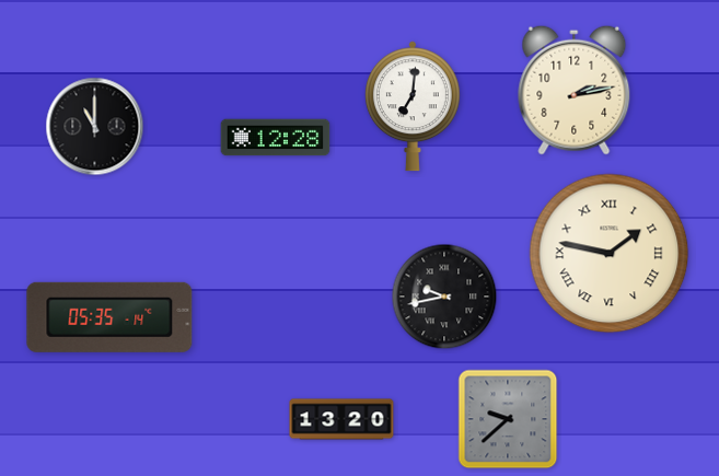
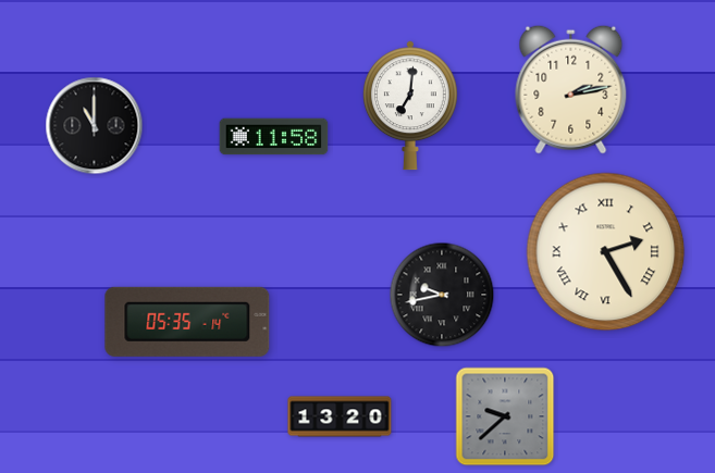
clock at (276, 138): 12:28 -> 11:58
clock at (610, 254): 1:47 -> 2:25
clock at (109, 317) position: (109, 317) -> (187, 322)
